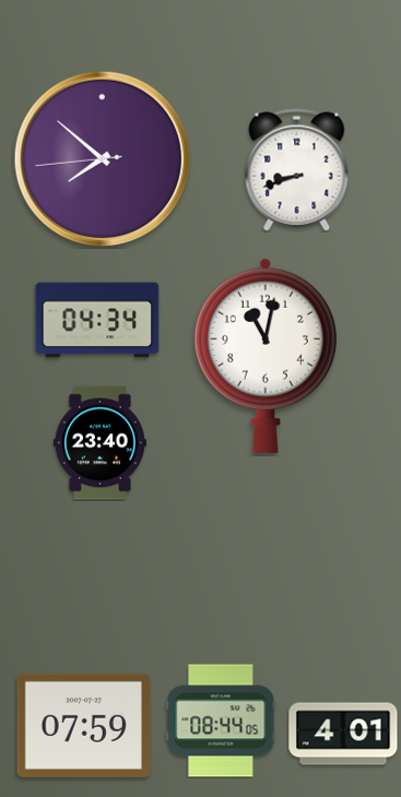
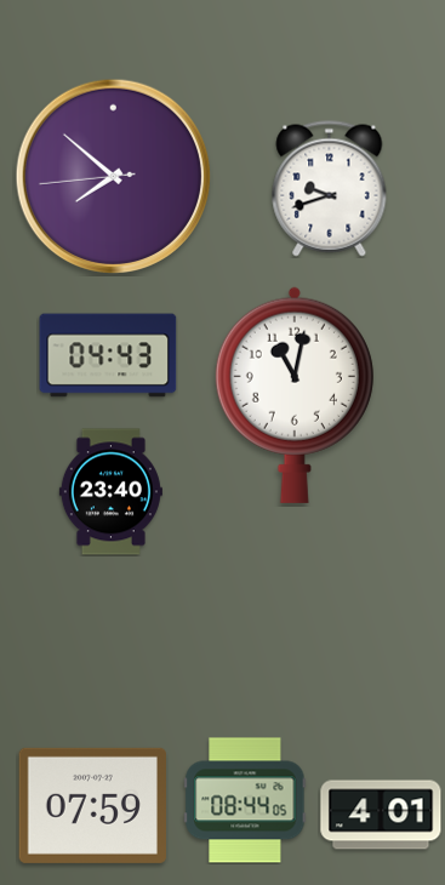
clock at (297, 170): 8:42 -> 9:42
clock at (97, 320): 04:34 -> 04:43
